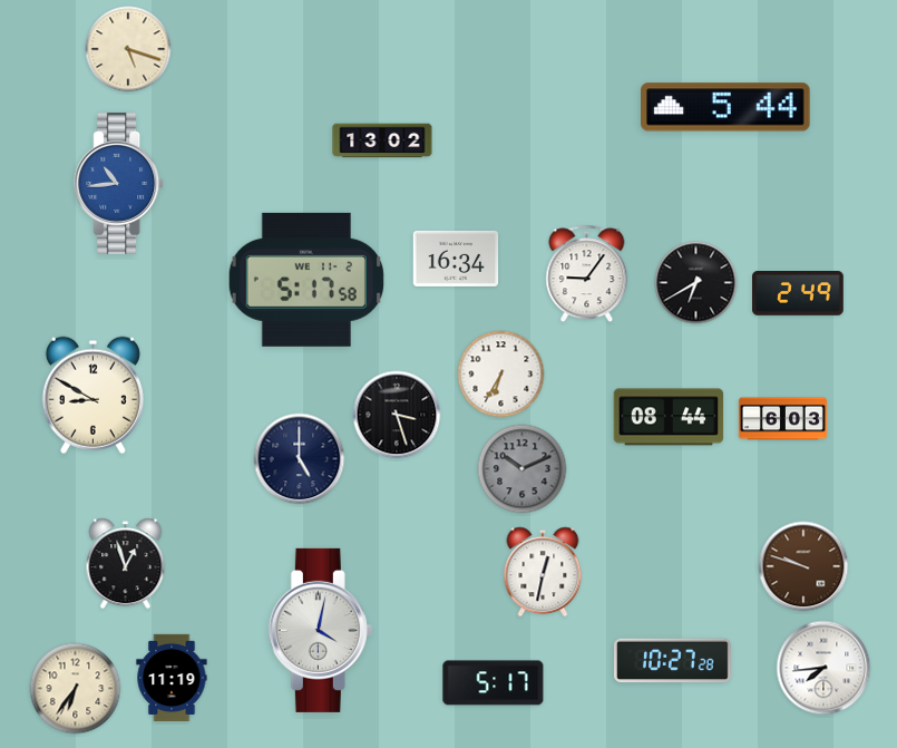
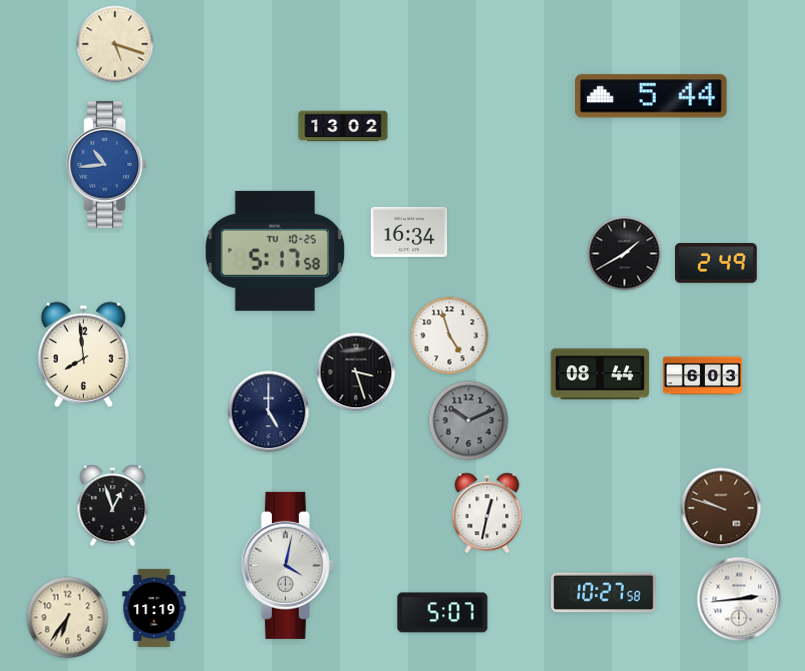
clock at (587, 274): 9:06 -> none
clock at (306, 280) date: WE 11-2 -> TU 10-25
clock at (696, 283): 6:40 -> 1:40
clock at (501, 375): 6:35 -> 4:57
clock at (92, 395): 8:50 -> 7:59
clock at (673, 661): 10:27:28 -> 10:27:58
clock at (823, 668): 7:44 -> 2:44
clock at (494, 683): 5:17 -> 5:07
